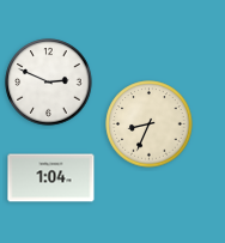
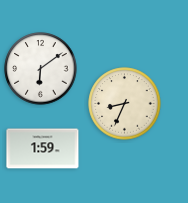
clock at (49, 83): 2:49 -> 6:09
clock at (51, 178): 1:04 -> 1:59
